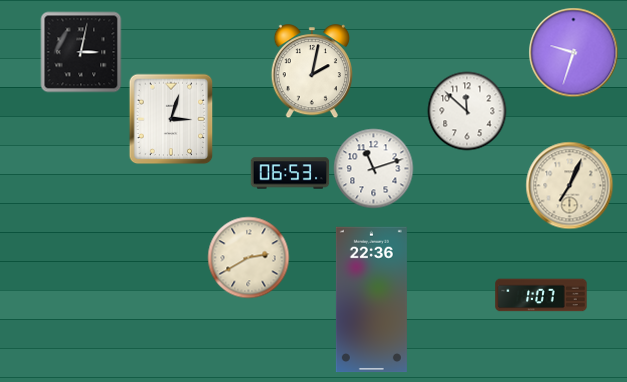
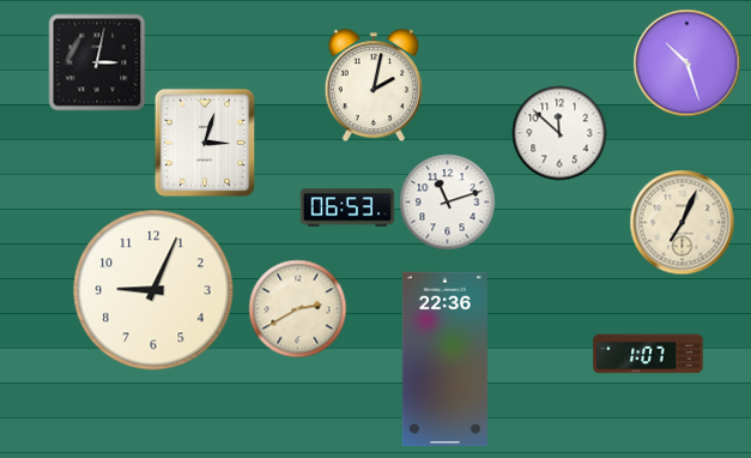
clock at (574, 53): 9:33 -> 10:27
clock at (153, 290): none -> 9:04
